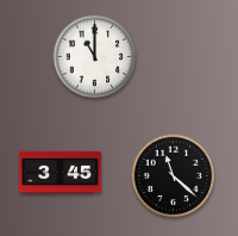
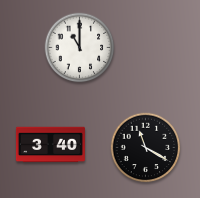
clock at (59, 173): 3:45 -> 3:40
clock at (174, 176): 11:22 -> 11:20
